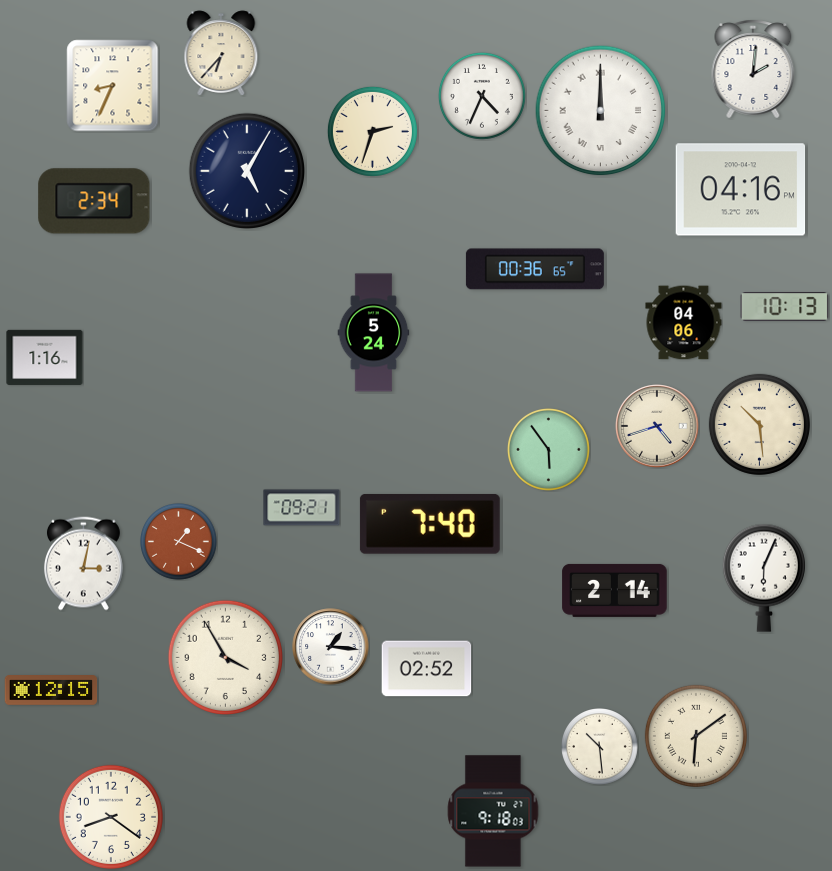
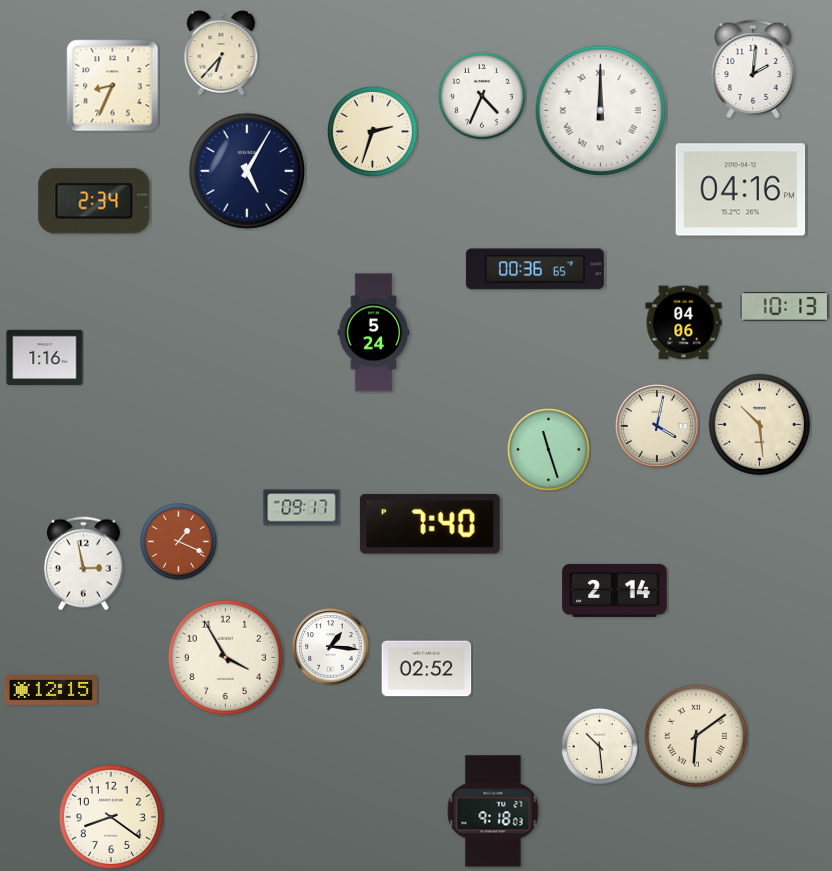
clock at (657, 426): 4:42 -> 4:02
clock at (548, 449): 5:54 -> 11:27
clock at (302, 508): 09:21 -> 09:17
clock at (83, 564): 3:02 -> 2:58
clock at (764, 578): 6:04 -> none
